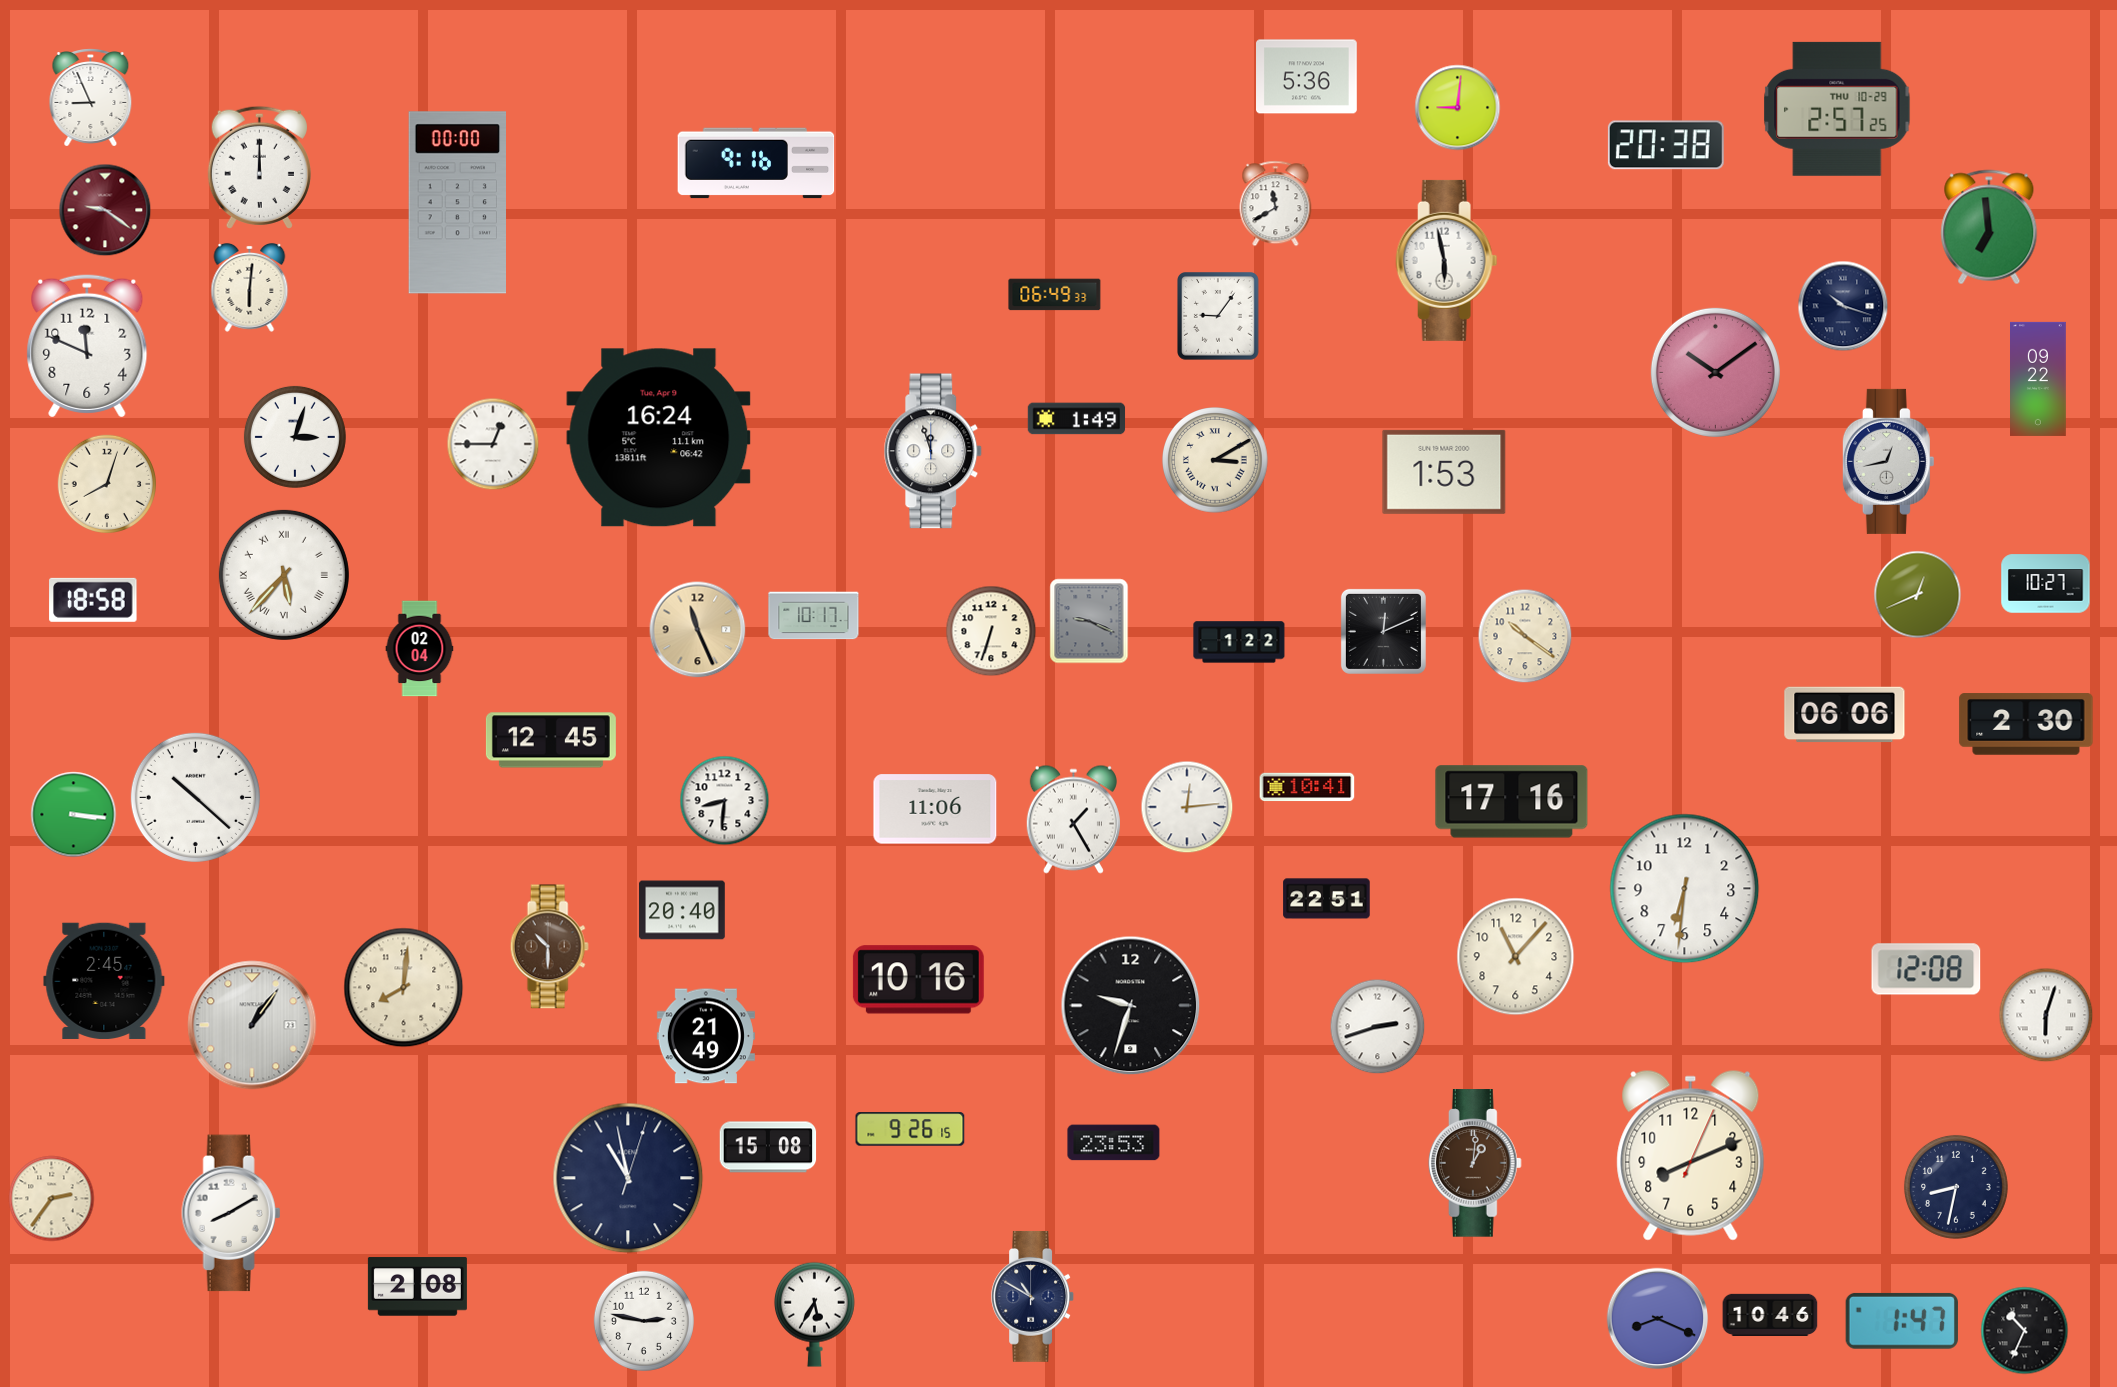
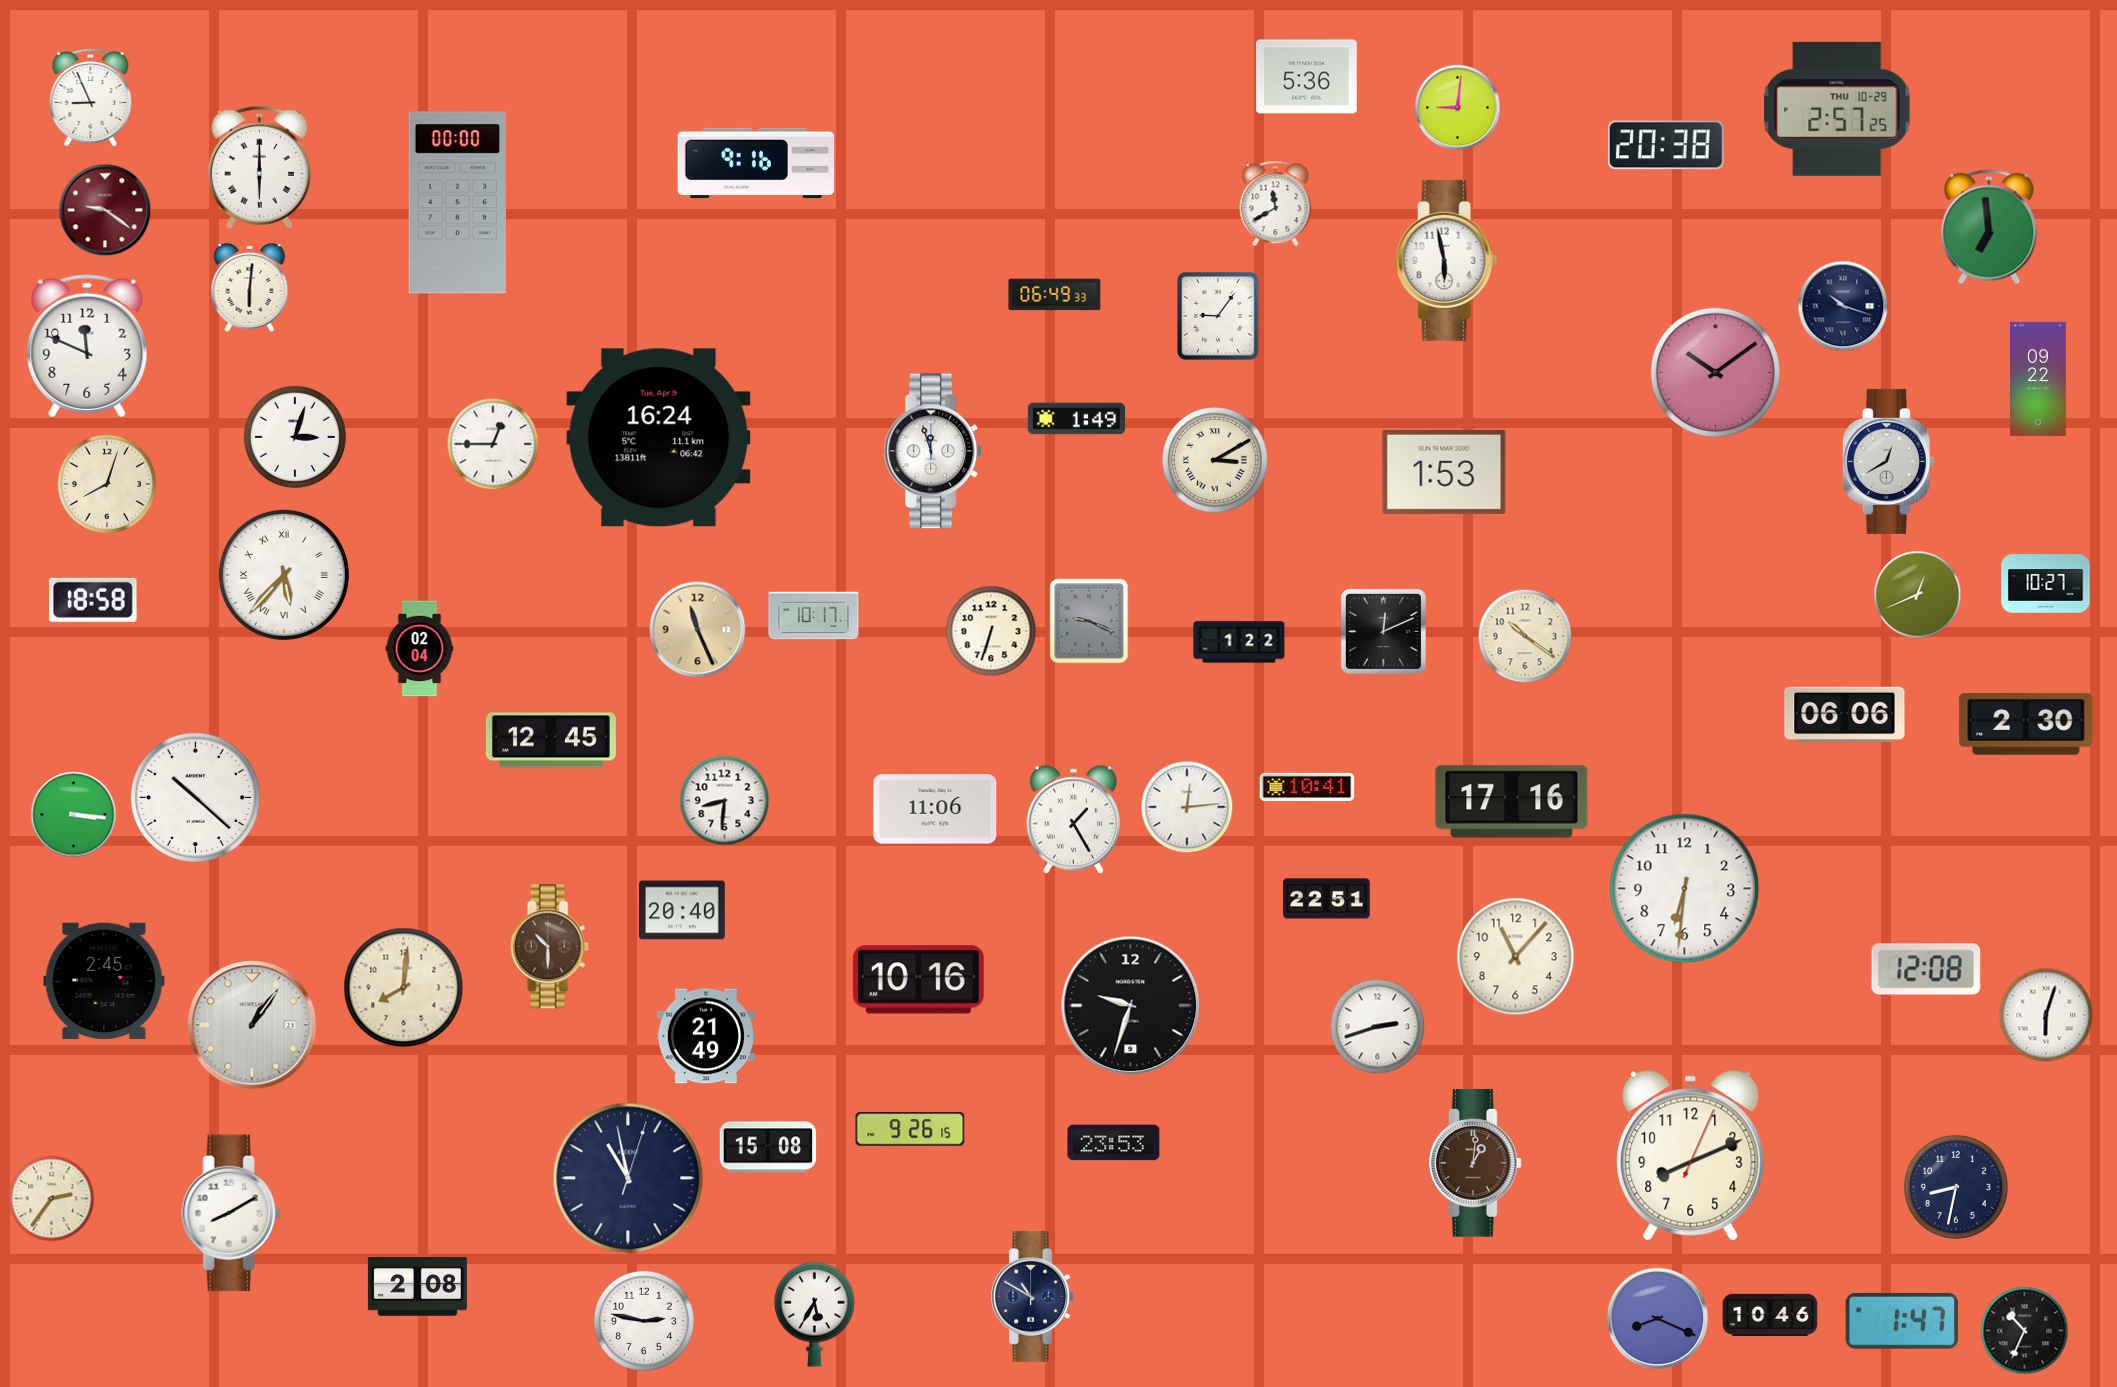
clock at (259, 167): 12:00 -> 6:00
clock at (1888, 461): 12:43 -> 12:40
